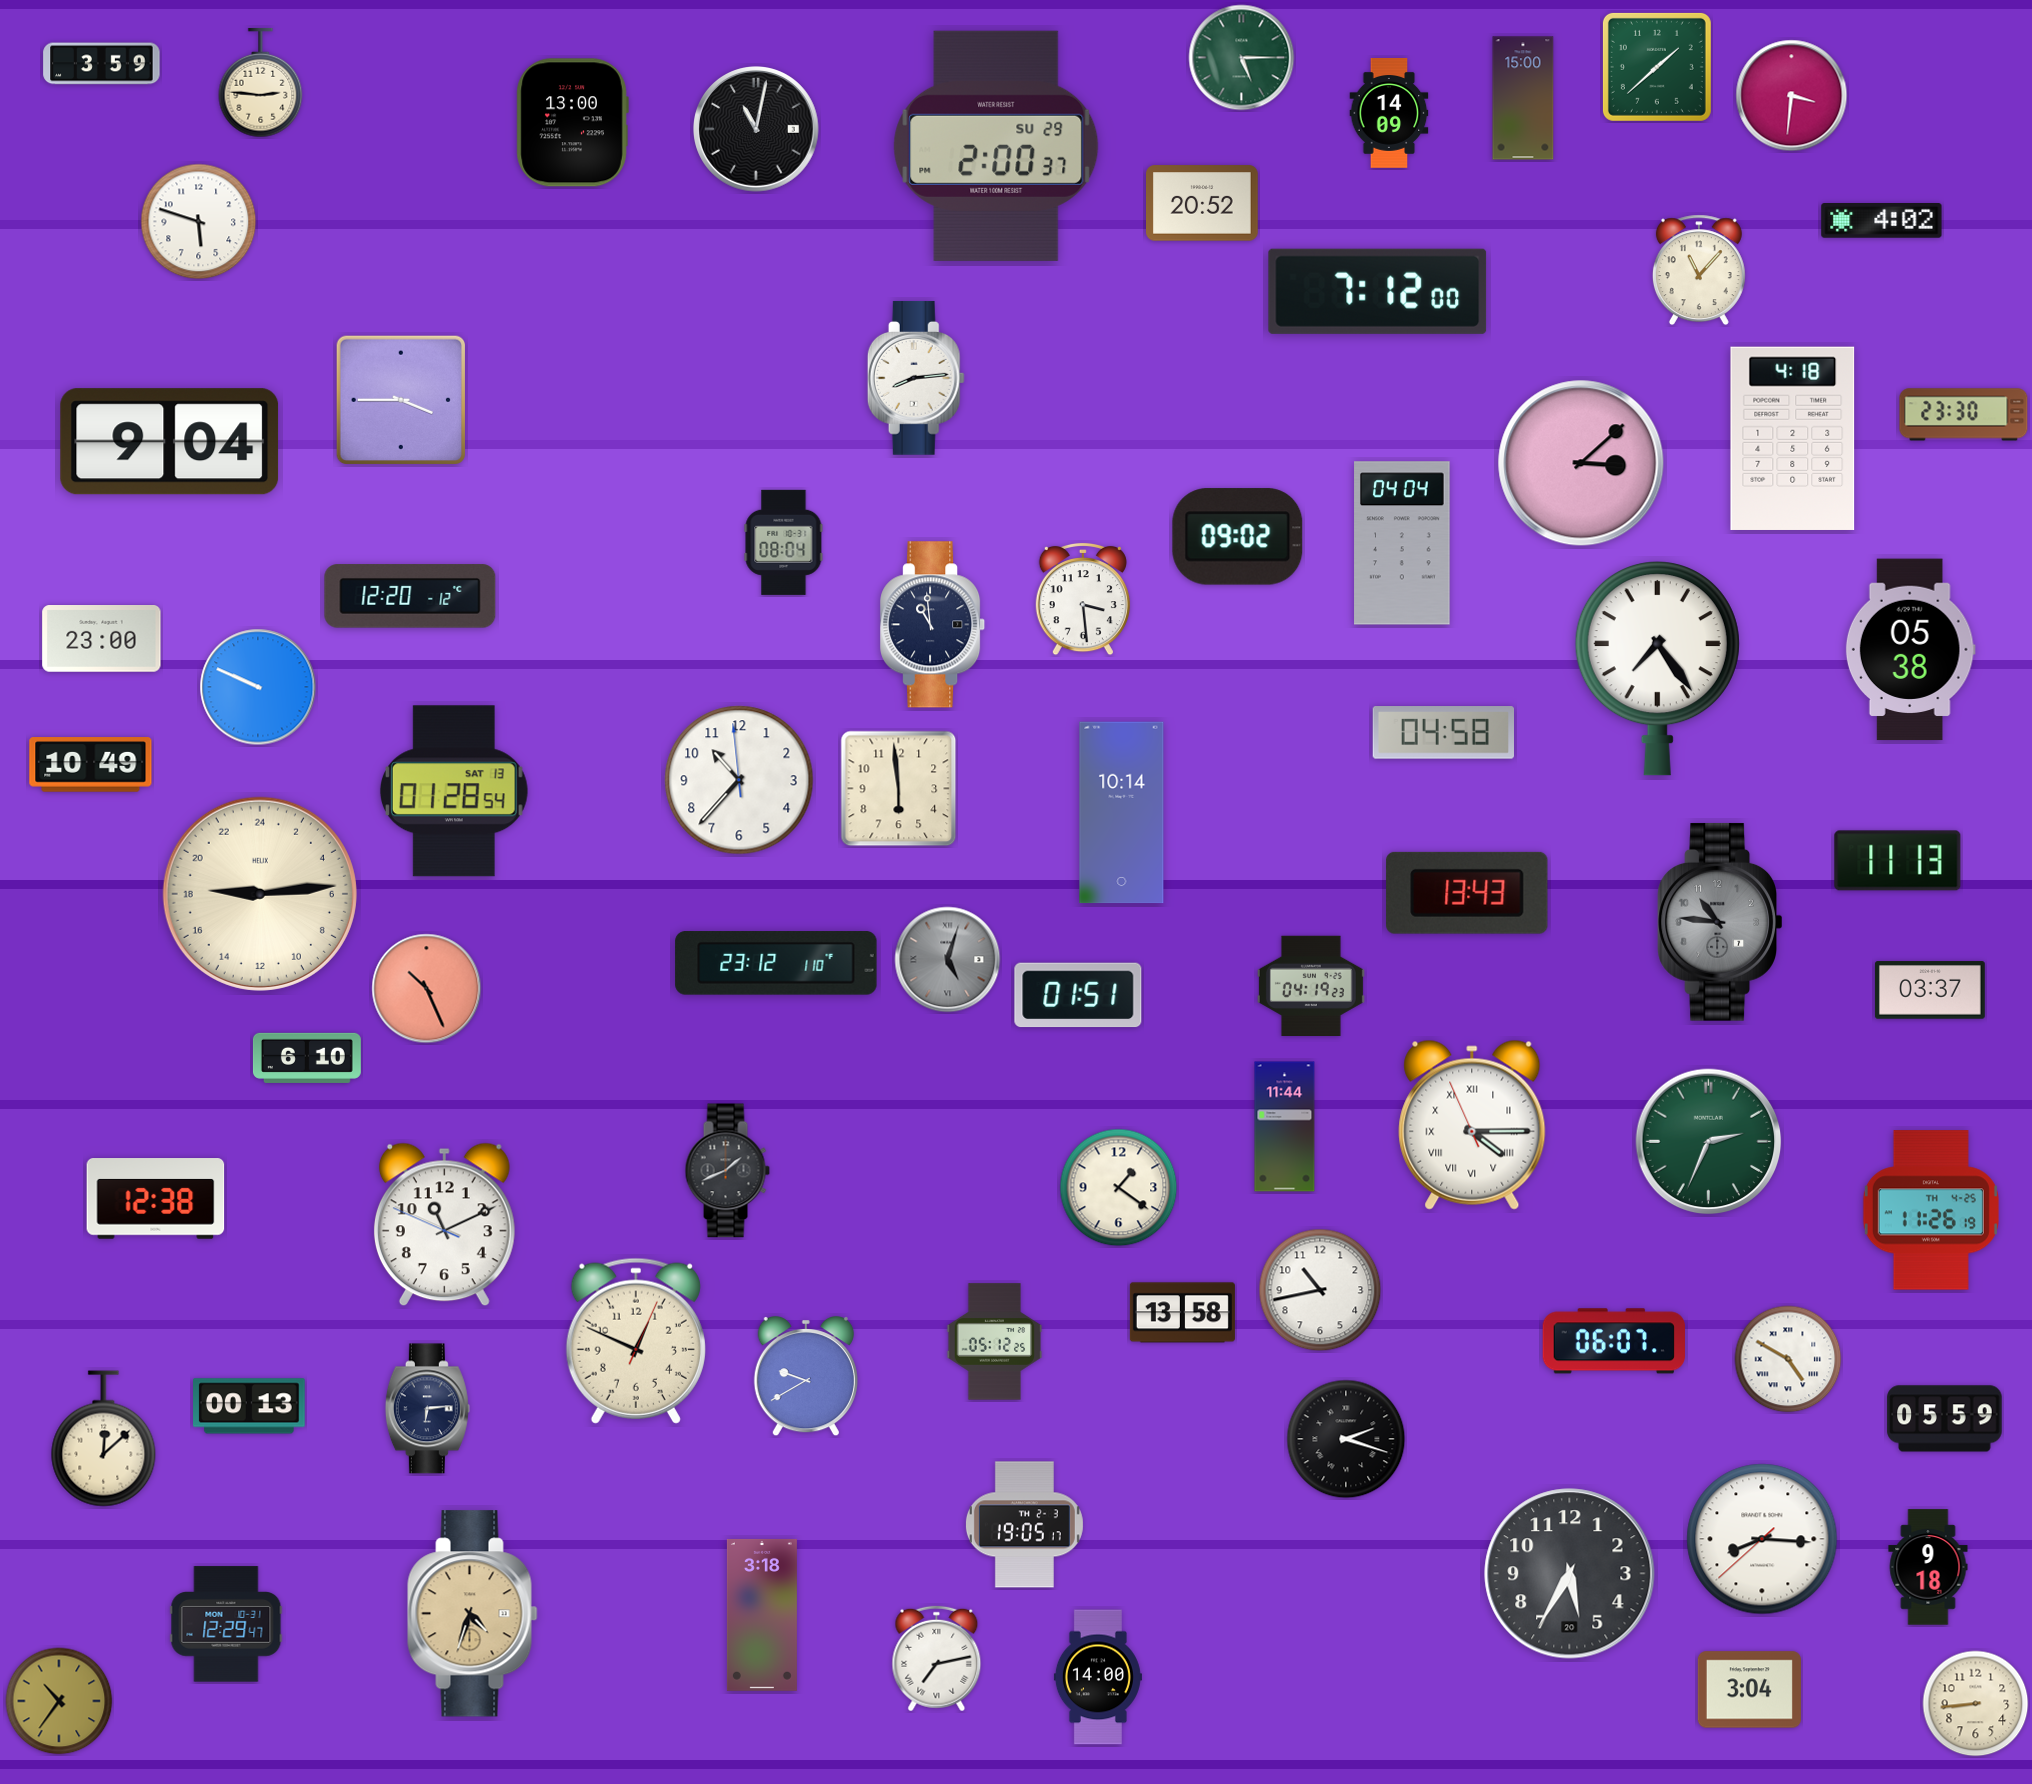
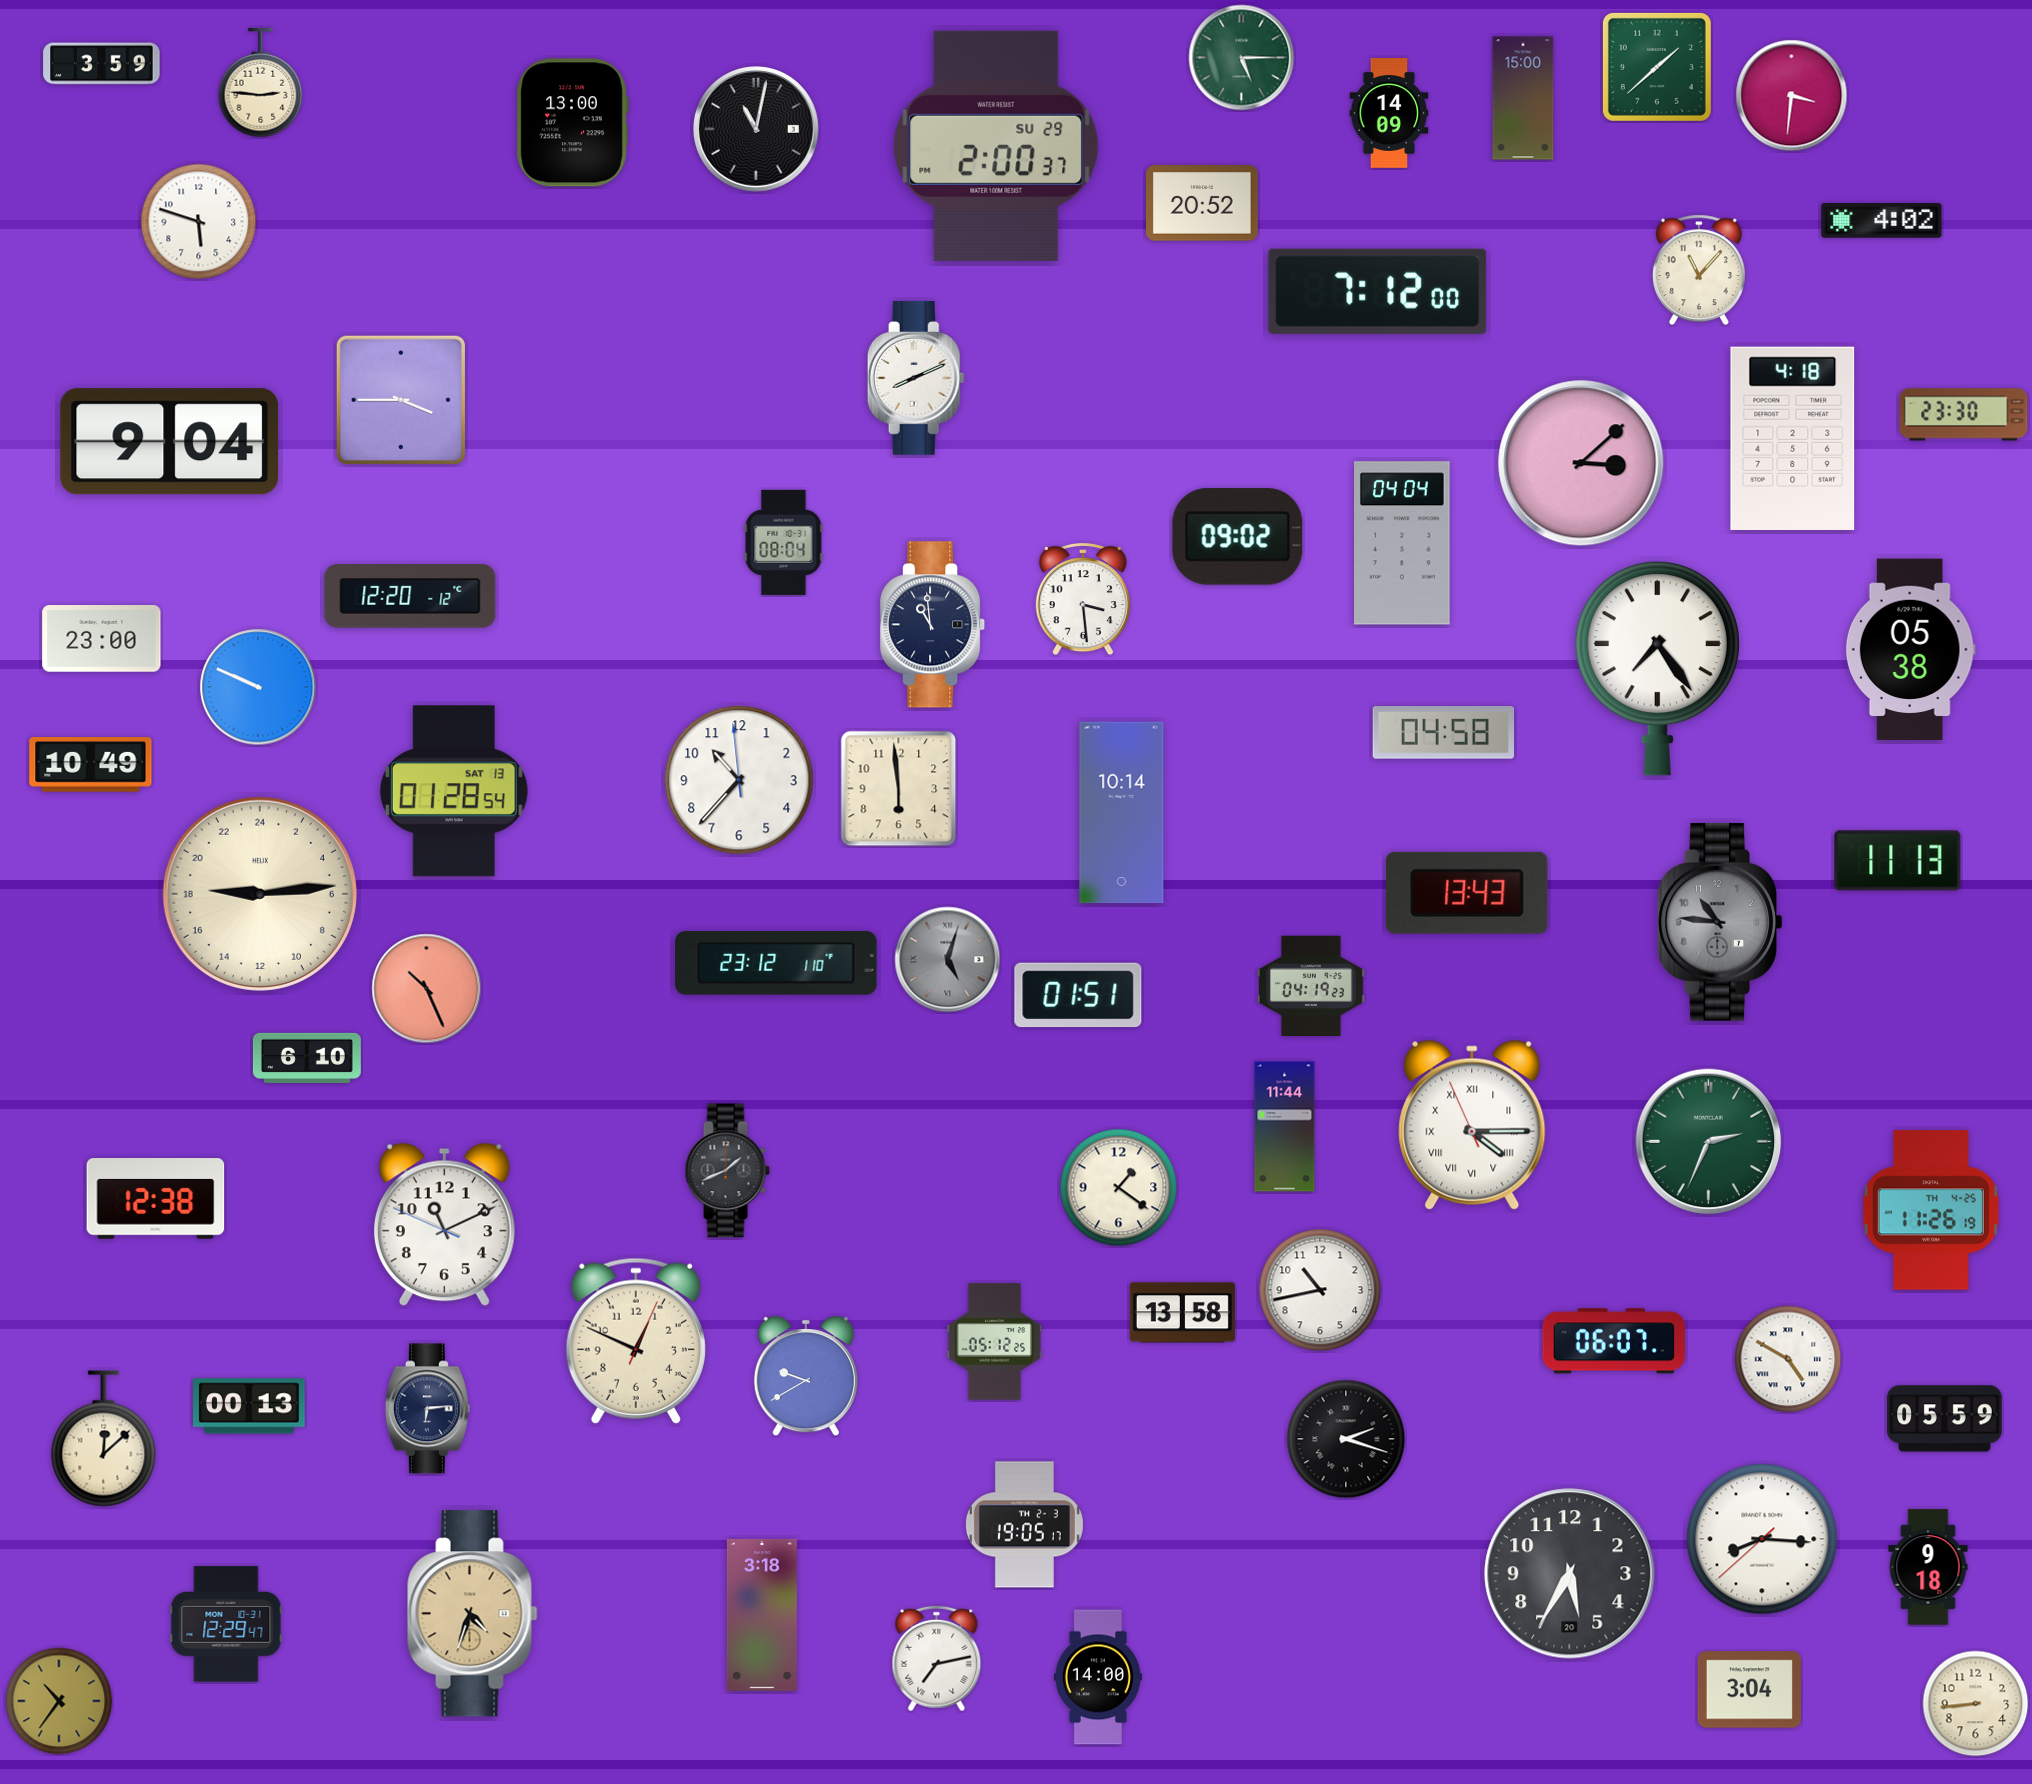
clock at (916, 378): 8:14 -> 8:11
clock at (1930, 990): 03:37 -> none
